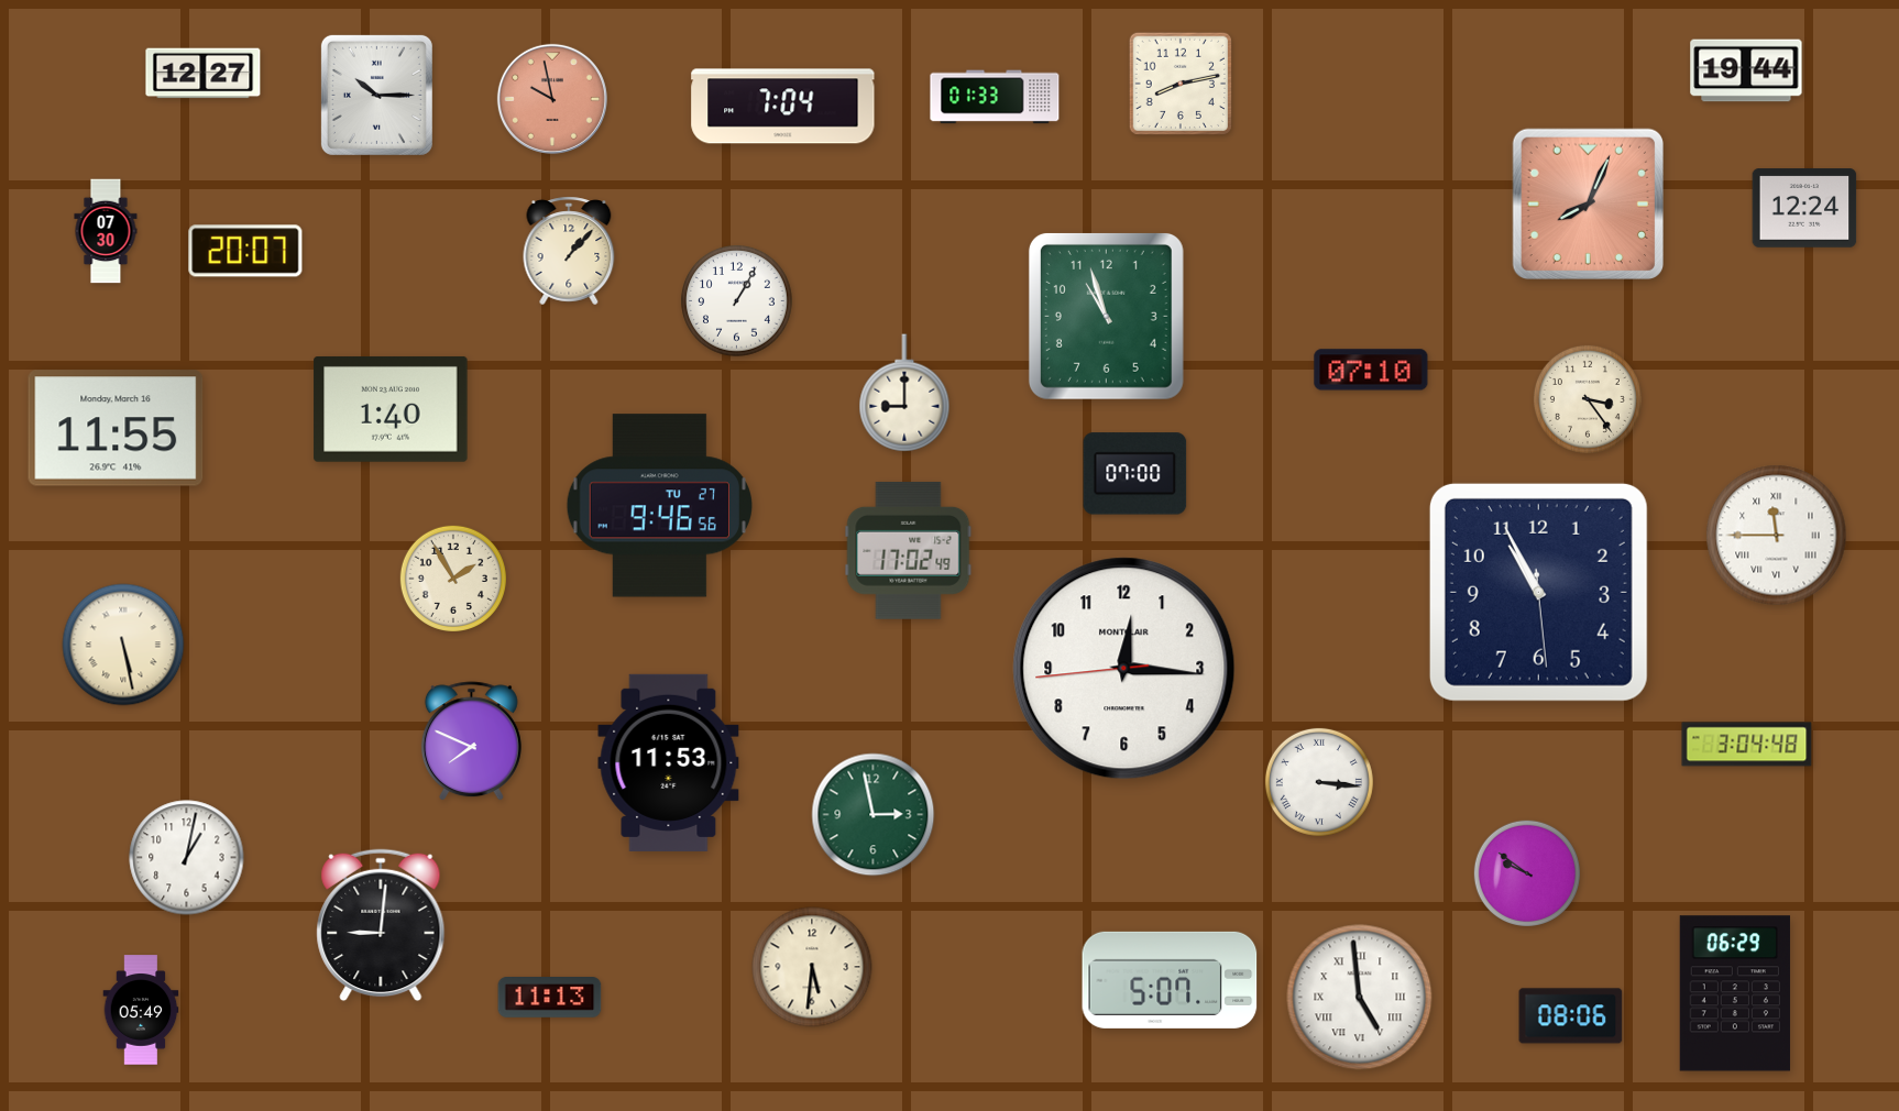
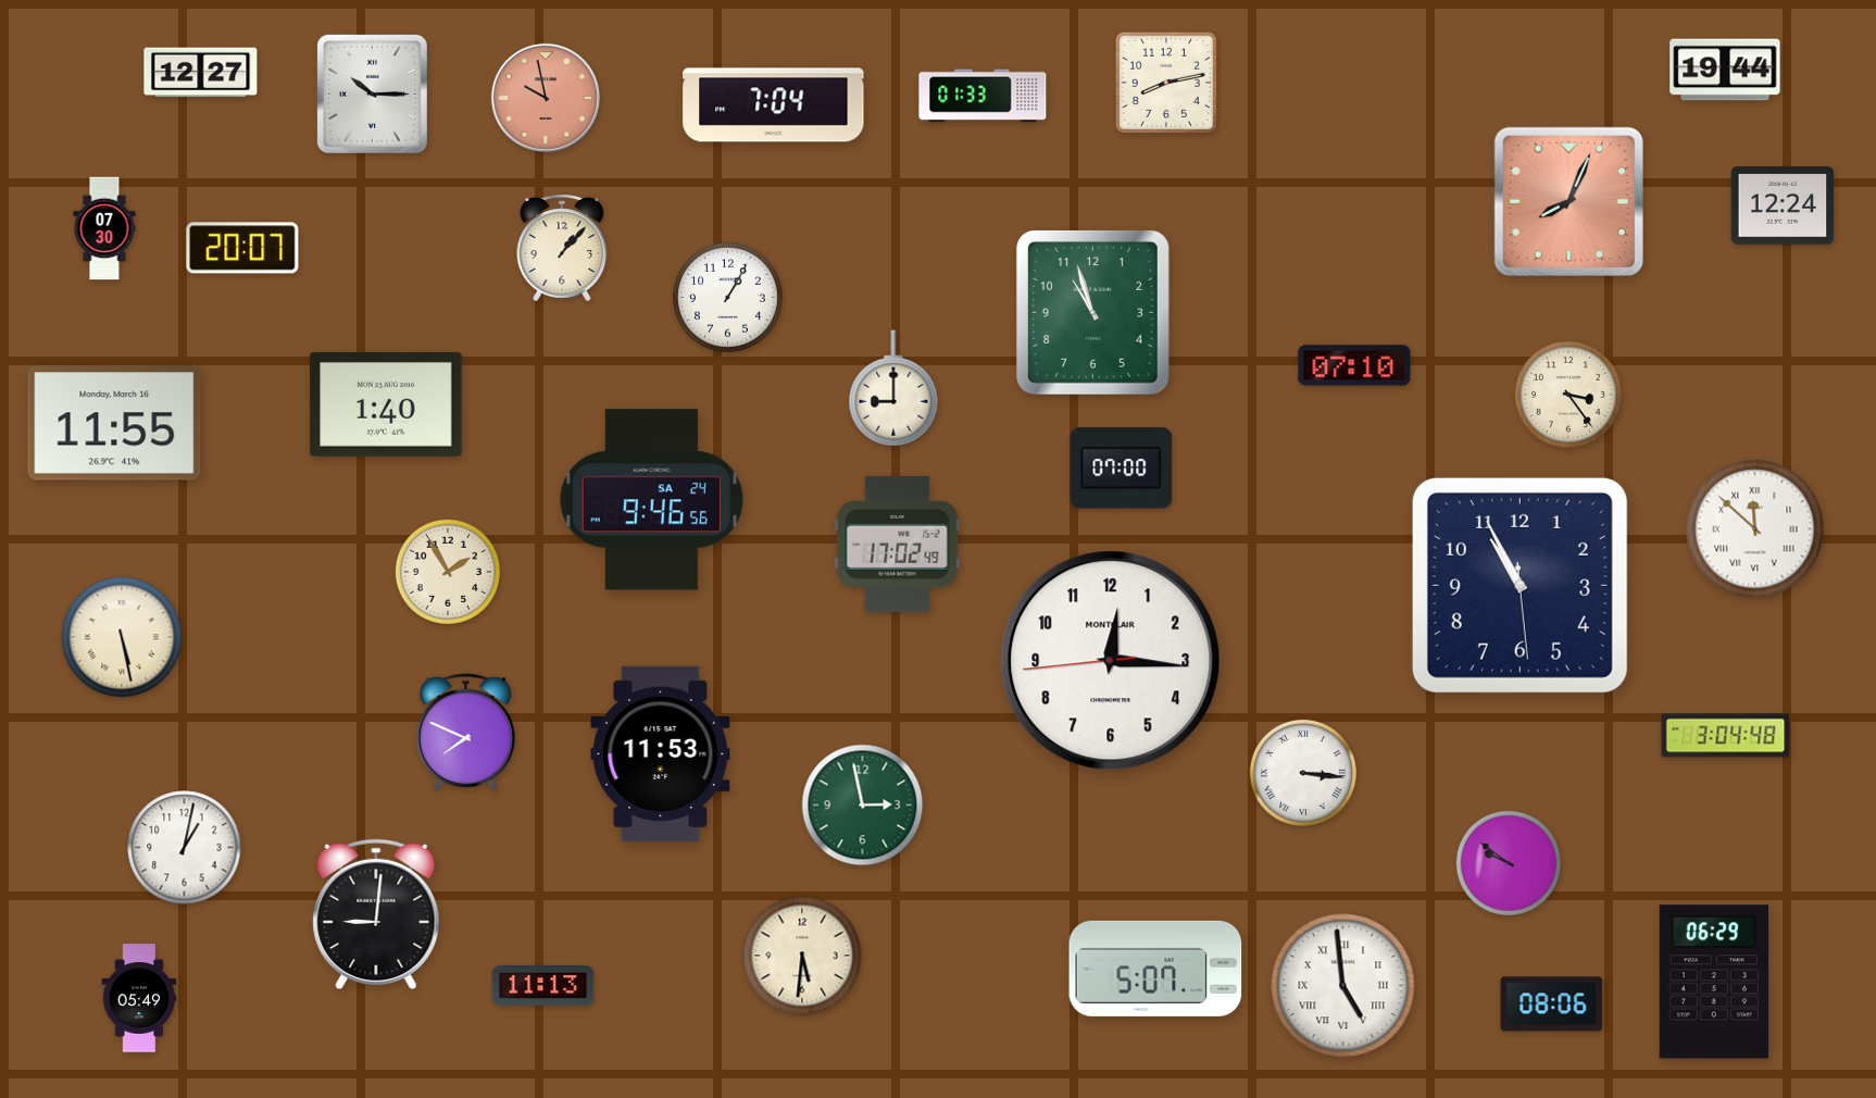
clock at (659, 506) date: TU 27 -> SA 24
clock at (1777, 536): 11:45 -> 11:52
